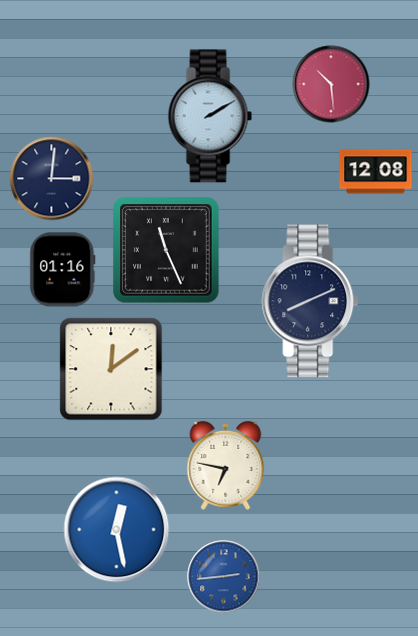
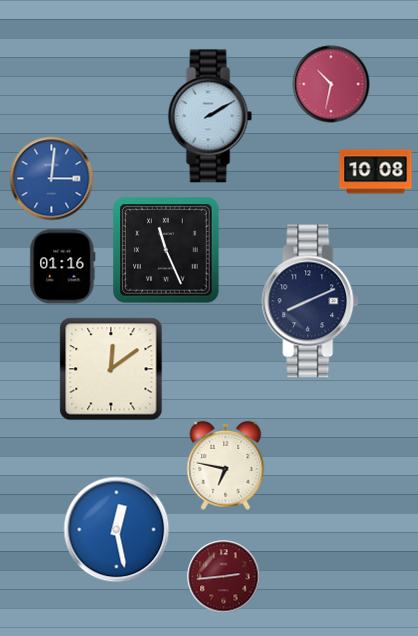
clock at (331, 84): 10:29 -> 10:32
clock at (376, 172): 12:08 -> 10:08
clock at (52, 179) dial: navy -> blue
clock at (63, 270) position: (63, 270) -> (63, 267)
clock at (224, 577) dial: blue -> burgundy
